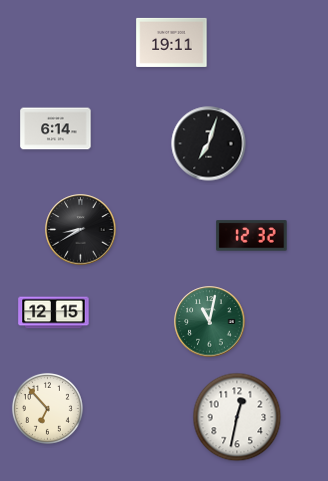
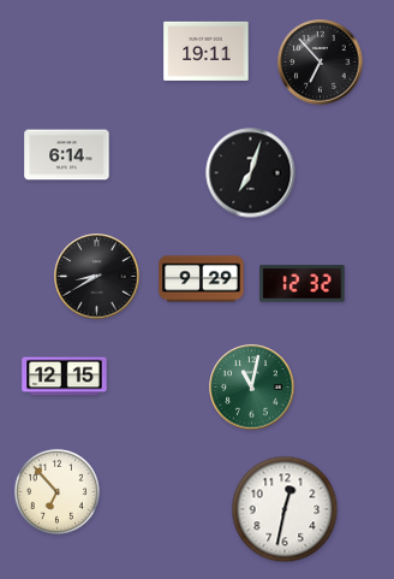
clock at (321, 63): none -> 6:53
clock at (202, 279): none -> 9:29
clock at (237, 417) position: (237, 417) -> (285, 509)
